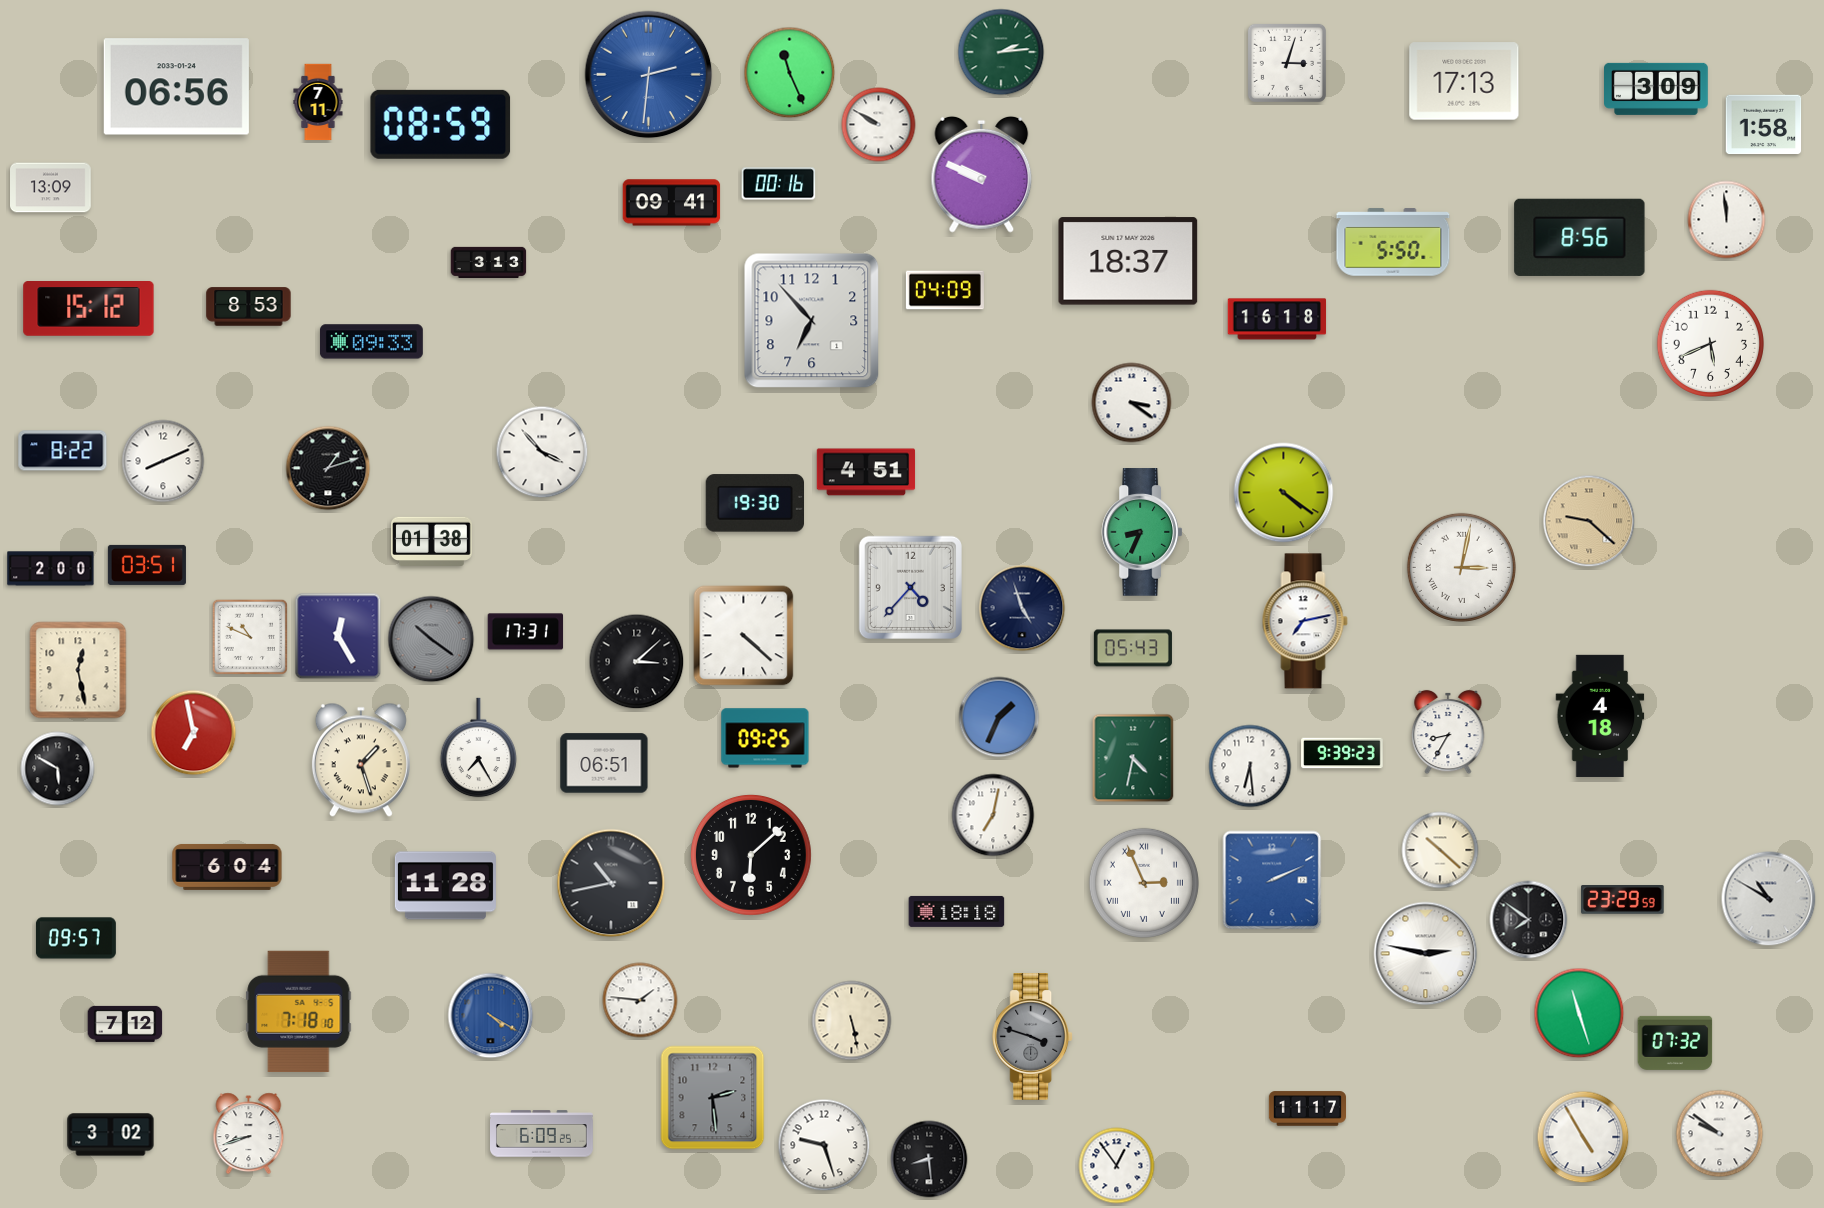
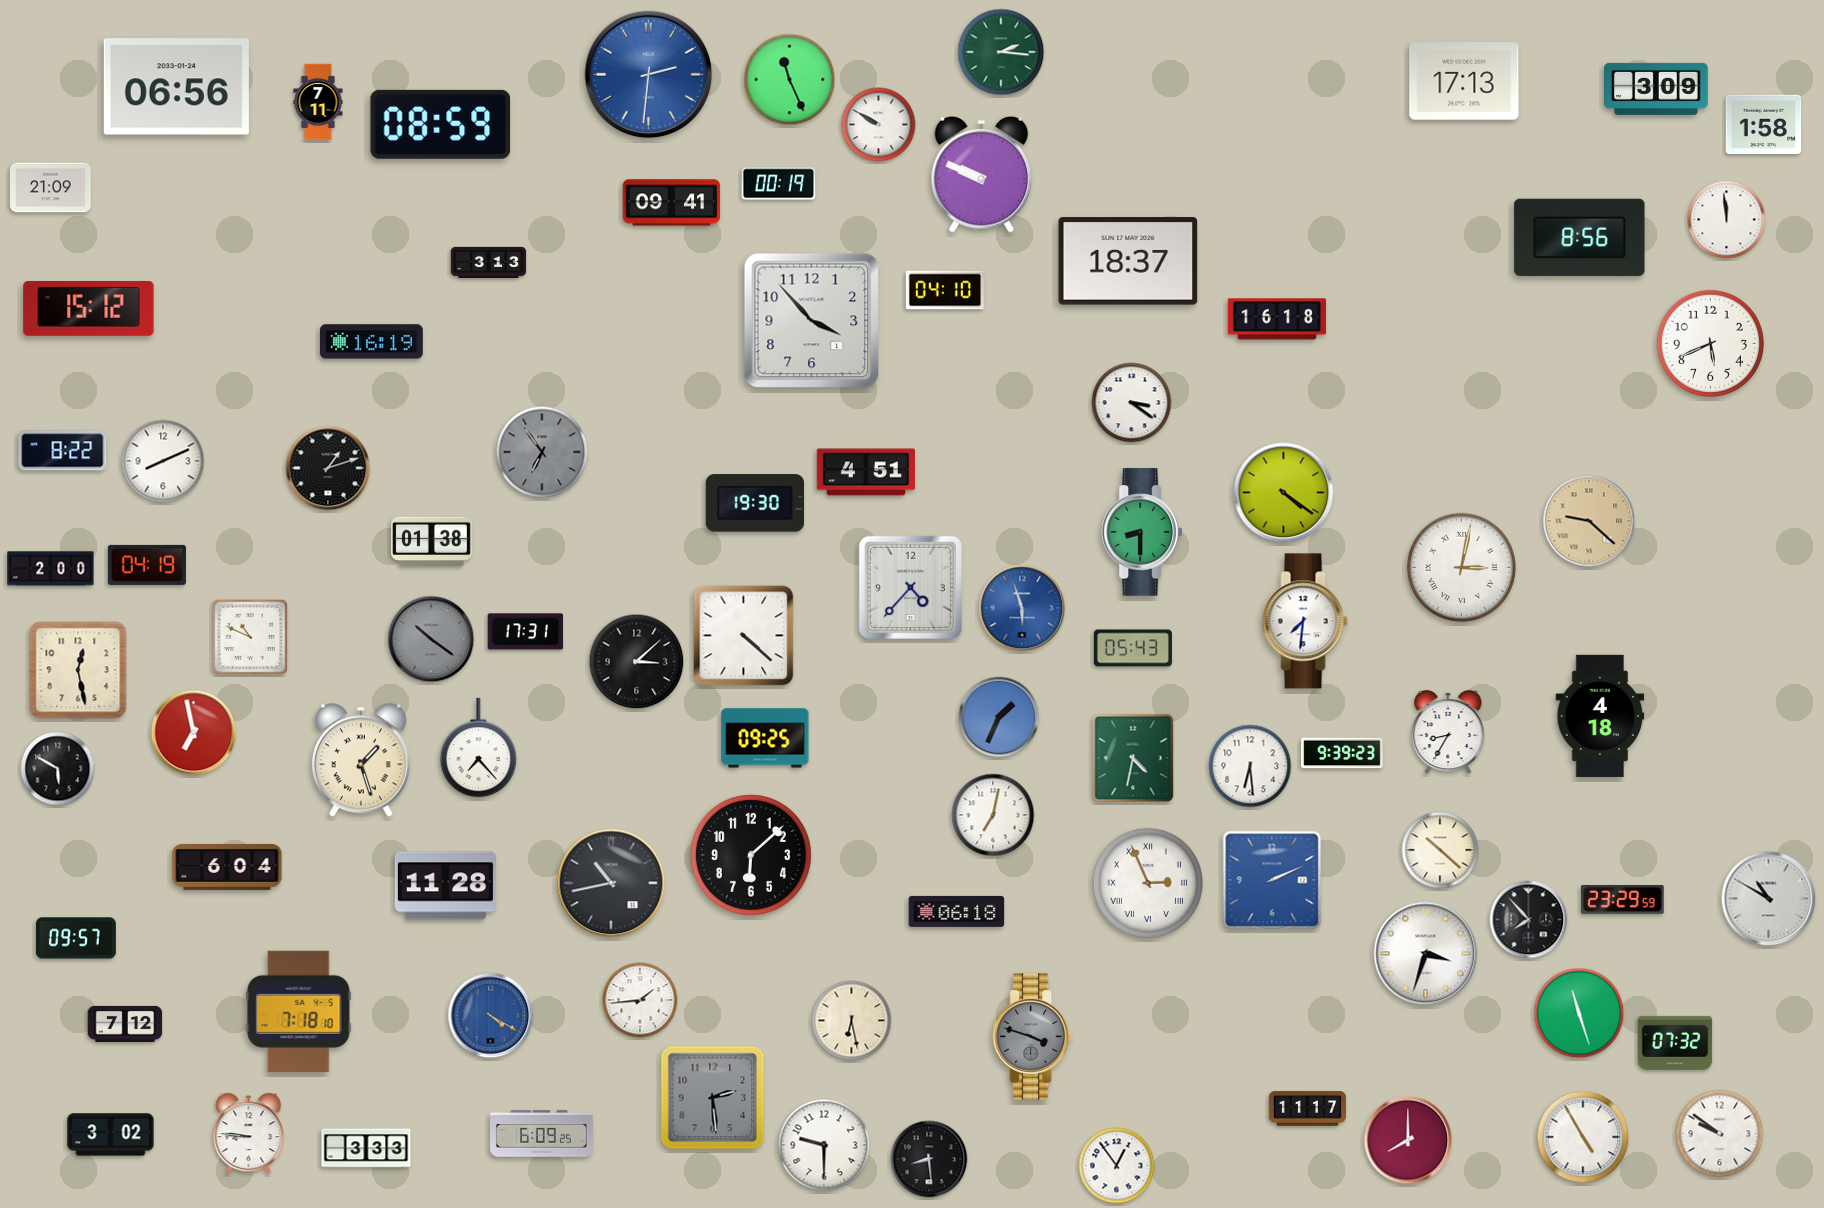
clock at (1001, 52): 2:14 -> 2:16
clock at (1287, 63): 3:03 -> none
clock at (790, 73) position: (790, 73) -> (790, 80)
clock at (779, 184): 00:16 -> 00:19
clock at (51, 188): 13:09 -> 21:09
clock at (1393, 242): 5:50 -> none
clock at (945, 290): 04:09 -> 04:10
clock at (249, 307): 8:53 -> none
clock at (812, 321): 6:53 -> 3:53
clock at (371, 342): 09:33 -> 16:19
clock at (542, 452): 3:53 -> 6:54
clock at (542, 452) dial: white -> grey
clock at (1142, 532): 8:34 -> 8:30
clock at (147, 565): 03:51 -> 04:19
clock at (1022, 608): 4:57 -> 5:57
clock at (1022, 608) dial: navy -> blue
clock at (1305, 621): 7:13 -> 7:31
clock at (338, 636): 12:25 -> none
clock at (479, 748): 7:25 -> 7:23
clock at (604, 763): 06:51 -> none
clock at (1144, 883) position: (1144, 883) -> (1148, 883)
clock at (957, 911): 18:18 -> 06:18
clock at (1529, 920): 7:51 -> 7:53
clock at (1426, 954): 2:47 -> 3:33
clock at (640, 1000): 1:46 -> 1:44
clock at (852, 1021): 5:28 -> 6:28
clock at (249, 1134): 8:42 -> 8:46
clock at (1408, 1140): none -> 8:00
clock at (824, 1145): 9:27 -> 9:30
clock at (366, 1148): none -> 3:33
